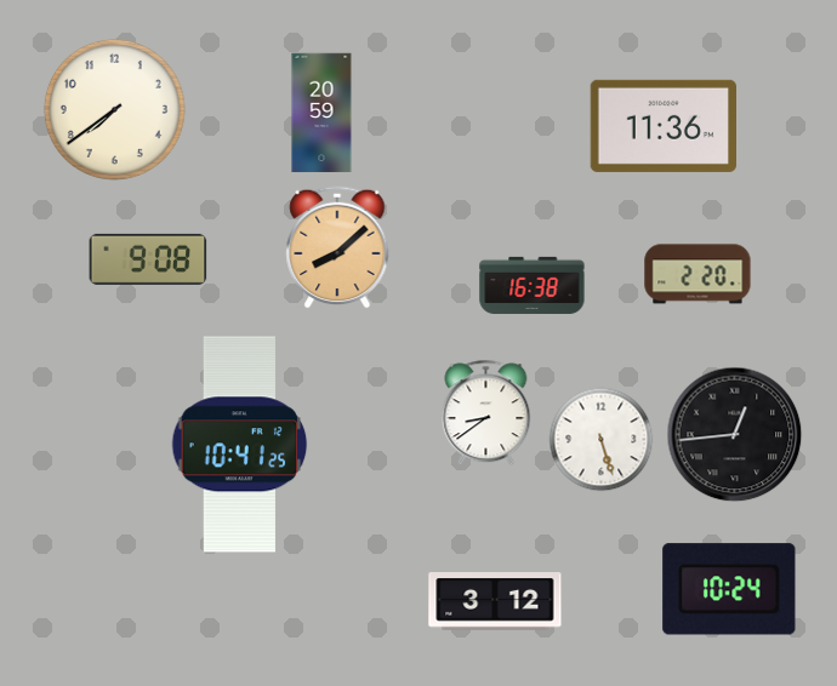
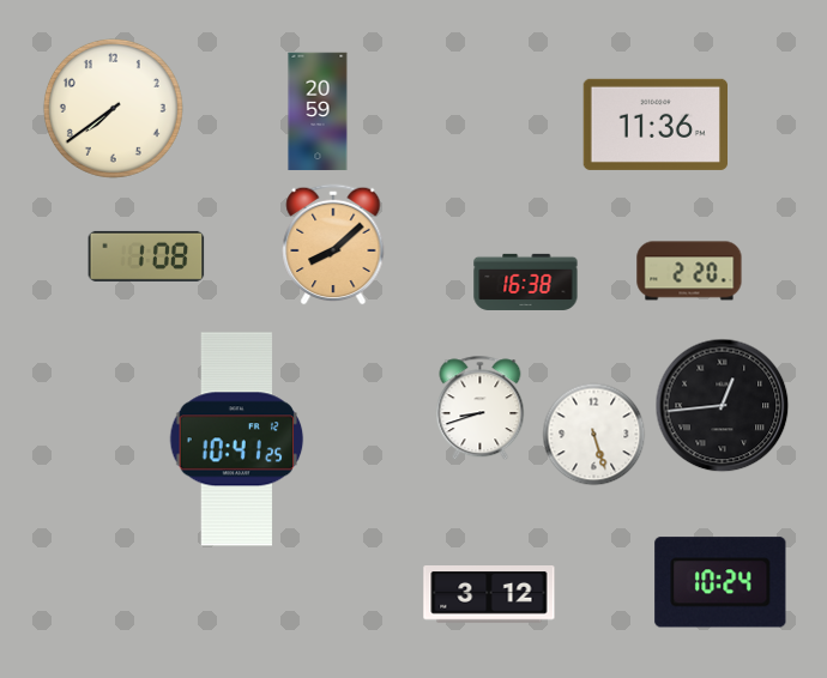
clock at (148, 259): 9:08 -> 1:08
clock at (486, 413): 8:39 -> 8:42
clock at (735, 435) position: (735, 435) -> (723, 406)
